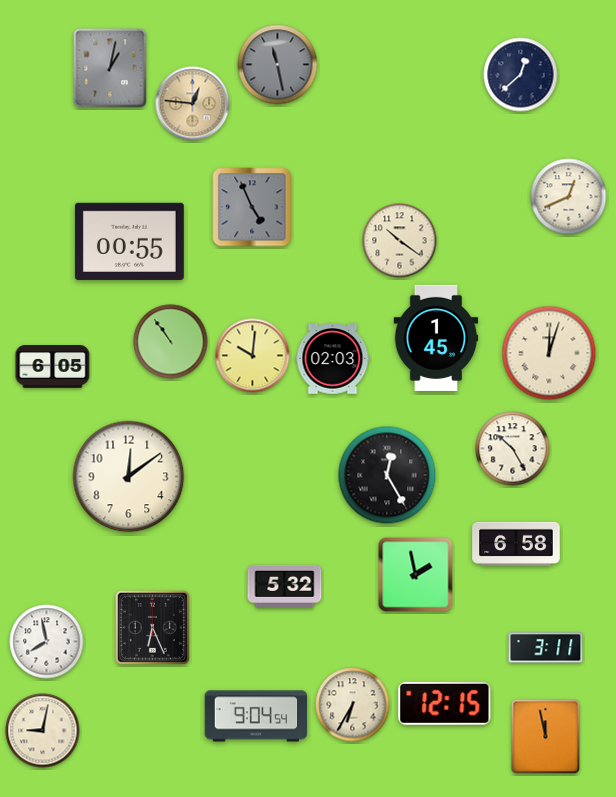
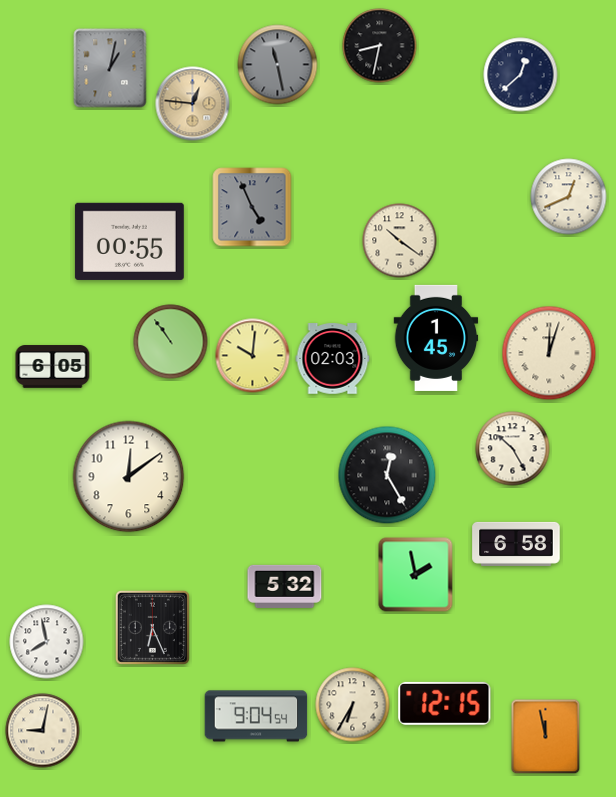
clock at (380, 46): none -> 8:32
clock at (546, 648): 3:11 -> none
